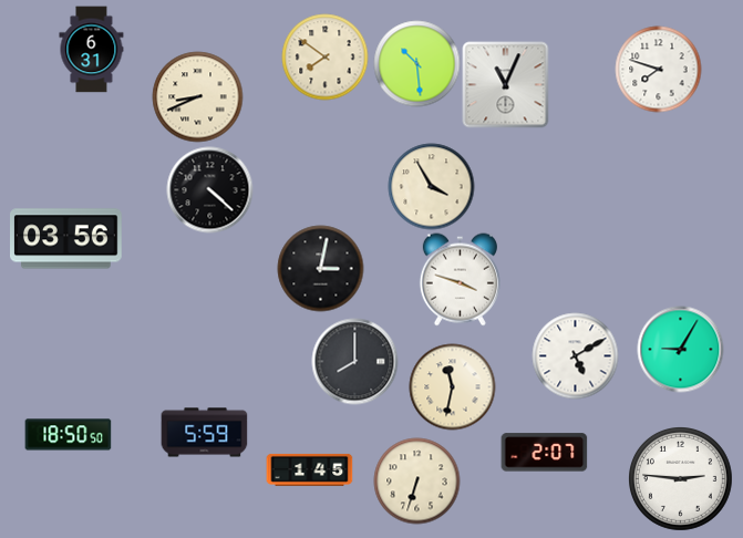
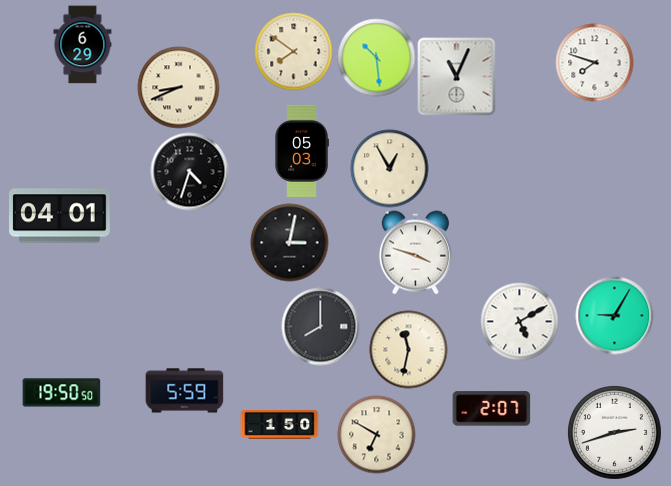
clock at (92, 49): 6:31 -> 6:29
clock at (302, 151): none -> 05:03
clock at (431, 186): 3:55 -> 12:55
clock at (209, 189): 4:22 -> 4:33
clock at (66, 239): 03:56 -> 04:01
clock at (68, 435): 18:50 -> 19:50
clock at (309, 469): 1:45 -> 1:50
clock at (681, 479): 2:46 -> 2:42
clock at (416, 480): 6:33 -> 6:50
